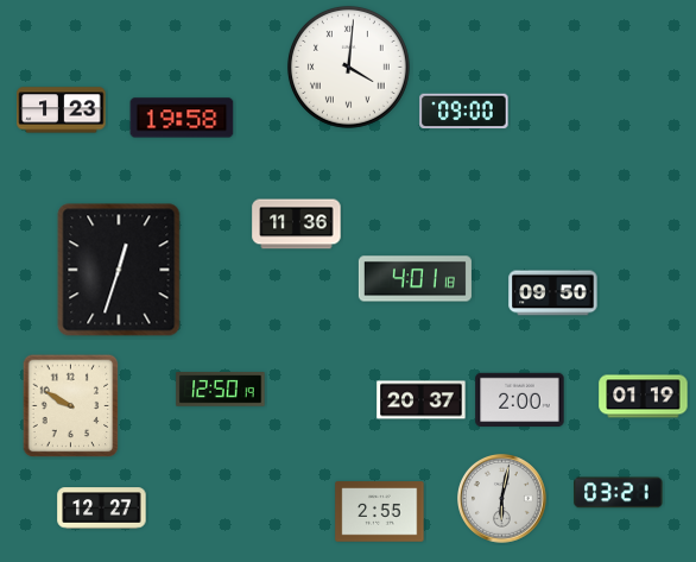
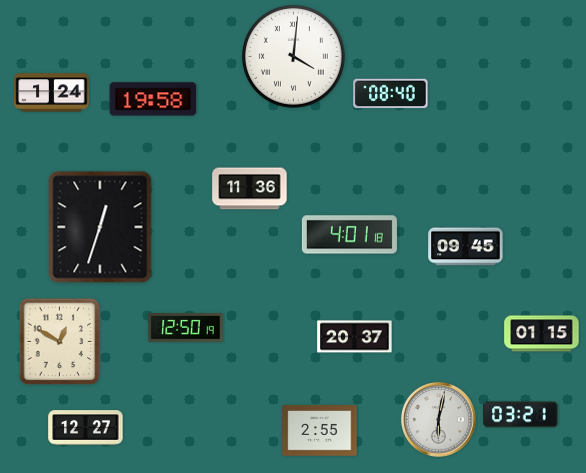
clock at (62, 110): 1:23 -> 1:24
clock at (464, 112): 09:00 -> 08:40
clock at (553, 293): 09:50 -> 09:45
clock at (644, 397): 01:19 -> 01:15
clock at (520, 399): 2:00 -> none
clock at (71, 406): 9:50 -> 12:50
clock at (502, 499) position: (502, 499) -> (439, 420)
